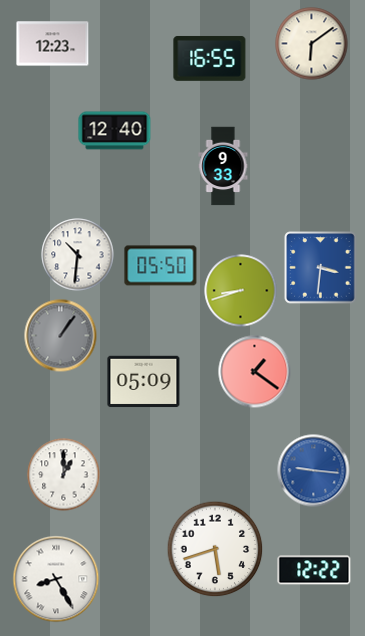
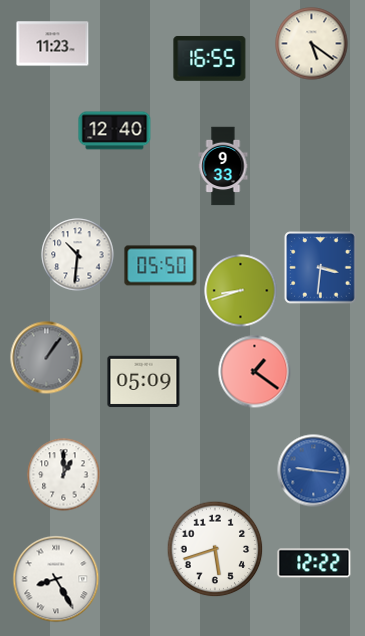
clock at (53, 44): 12:23 -> 11:23
clock at (312, 44): 6:09 -> 5:21
clock at (61, 336) position: (61, 336) -> (47, 358)
clock at (314, 570) position: (314, 570) -> (314, 563)
